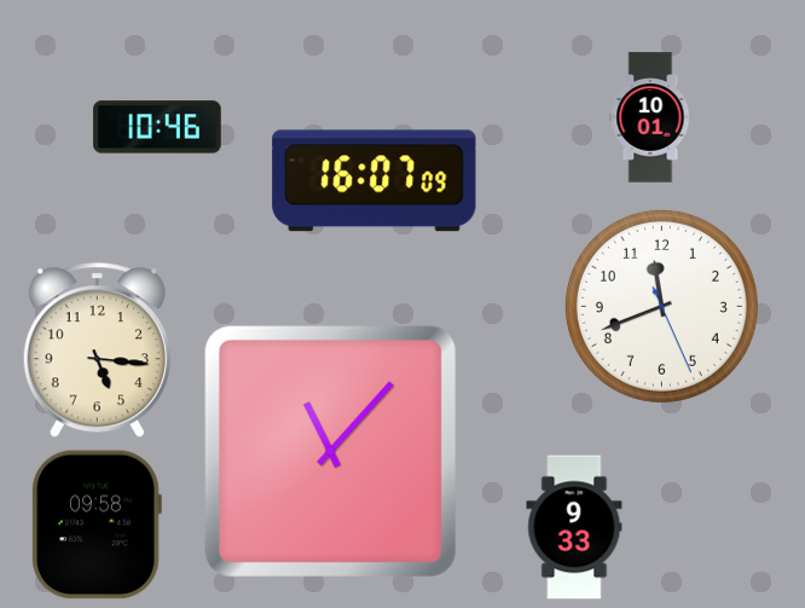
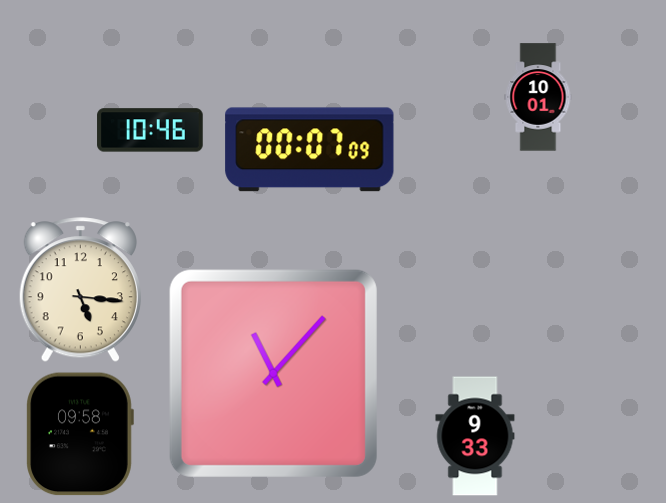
clock at (157, 127) position: (157, 127) -> (150, 130)
clock at (375, 181): 16:07 -> 00:07
clock at (661, 306): 11:41 -> none
